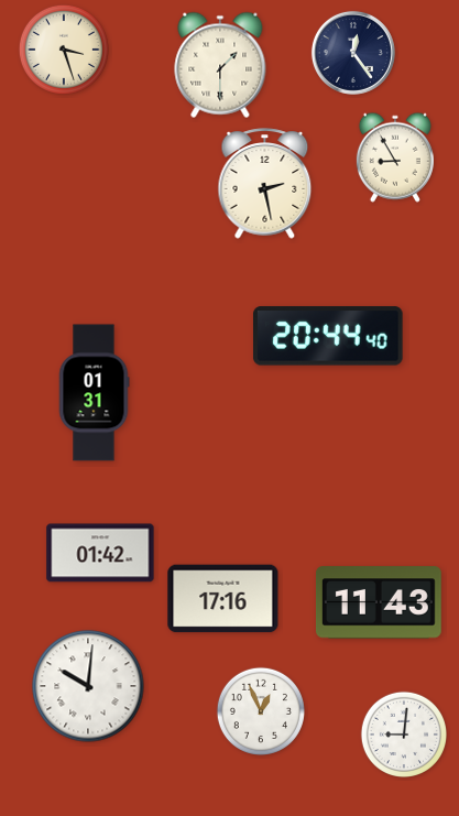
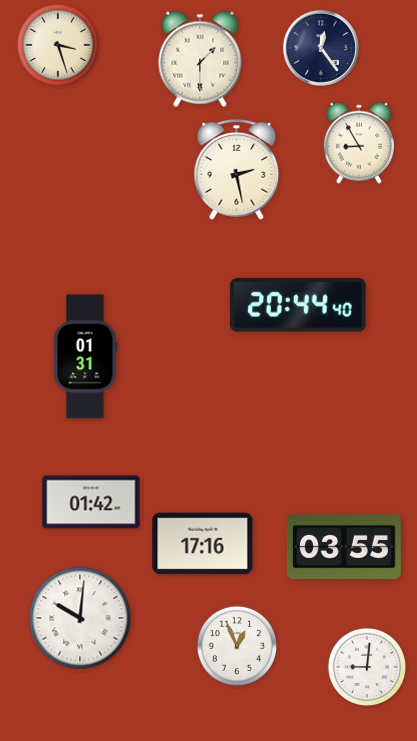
clock at (265, 184) position: (265, 184) -> (237, 170)
clock at (380, 602): 11:43 -> 03:55
clock at (88, 686) position: (88, 686) -> (80, 618)
